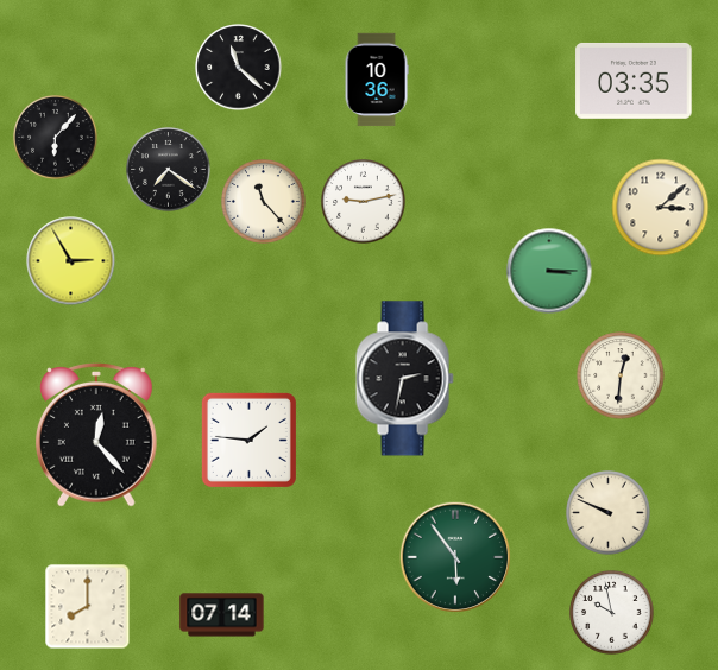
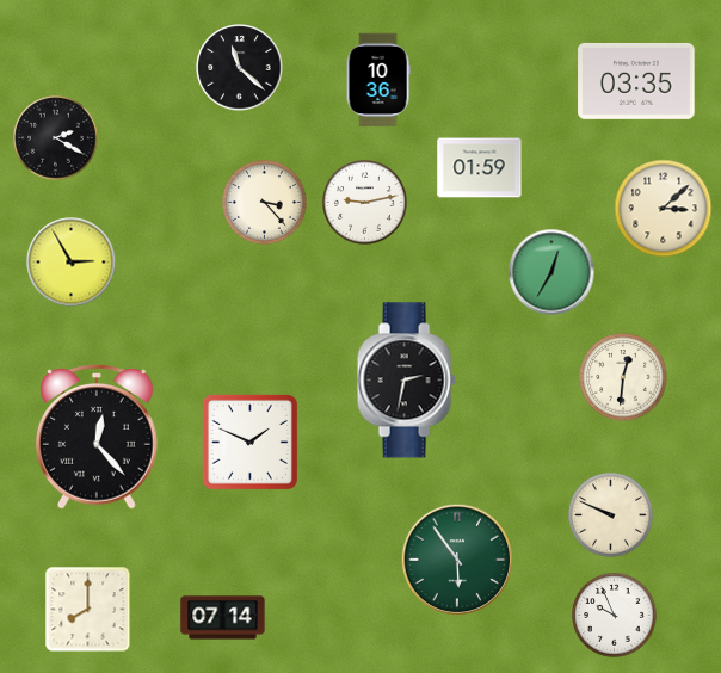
clock at (56, 138): 6:07 -> 2:20
clock at (480, 168): none -> 01:59
clock at (169, 170): 7:21 -> none
clock at (264, 202): 11:23 -> 3:23
clock at (549, 271): 3:15 -> 12:35
clock at (248, 440): 1:46 -> 1:49
clock at (612, 613): 9:58 -> 9:56
